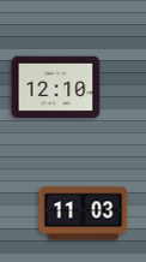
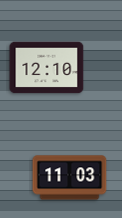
clock at (56, 88) position: (56, 88) -> (47, 68)
